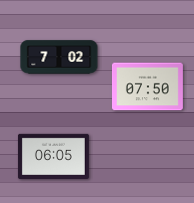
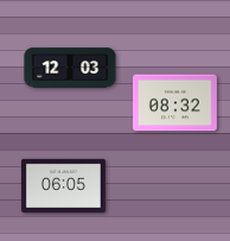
clock at (59, 57): 7:02 -> 12:03
clock at (147, 87): 07:50 -> 08:32
